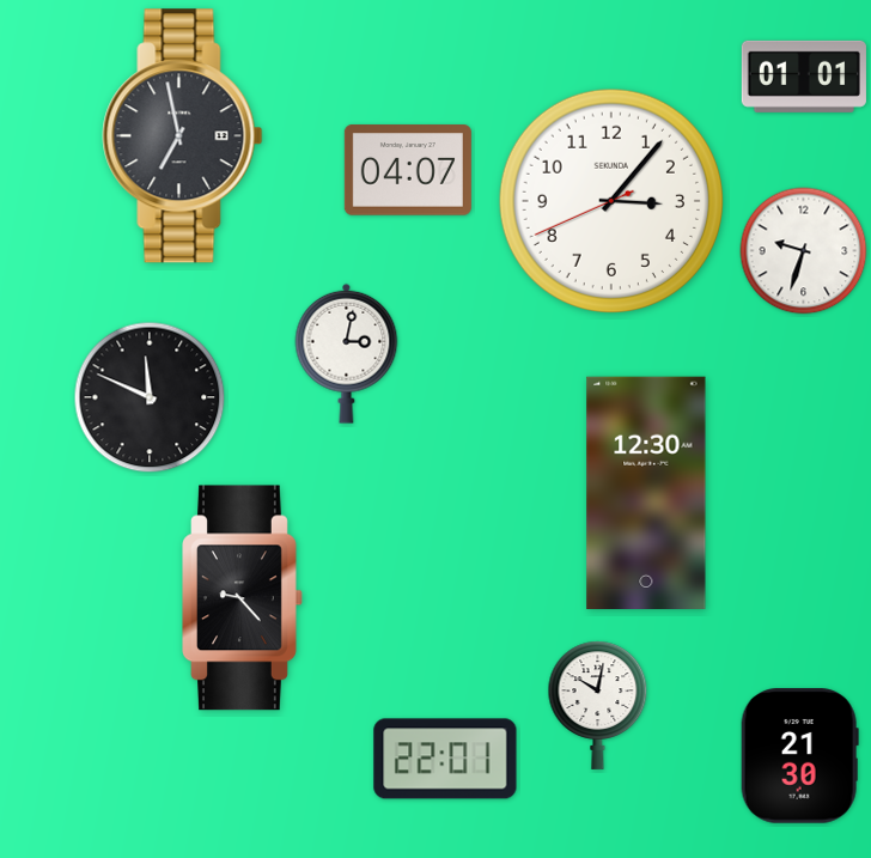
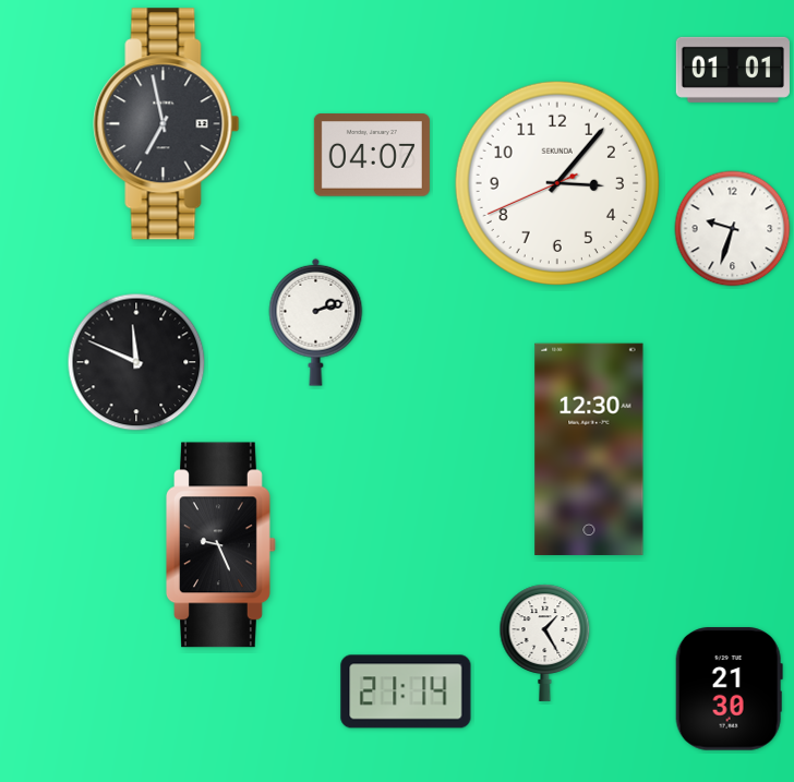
clock at (347, 353): 3:02 -> 2:12
clock at (243, 598): 9:23 -> 9:26
clock at (598, 705): 10:02 -> 1:25
clock at (445, 759): 22:01 -> 21:14
